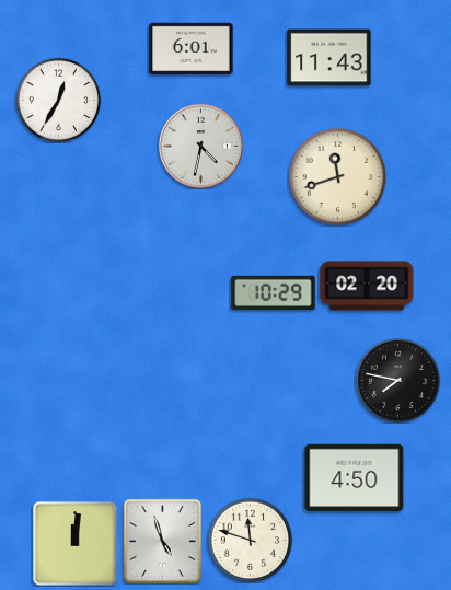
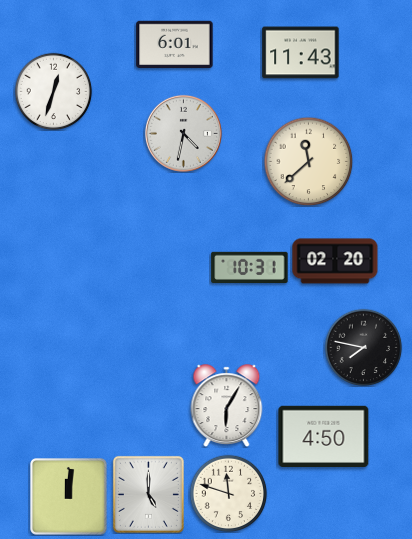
clock at (58, 100): 12:35 -> 12:33
clock at (337, 176): 11:42 -> 11:38
clock at (274, 292): 10:29 -> 10:31
clock at (227, 405): none -> 6:05
clock at (162, 541): 4:57 -> 5:00
